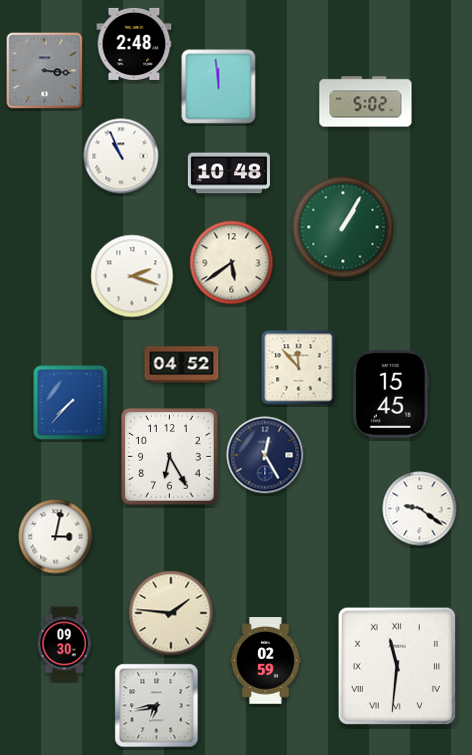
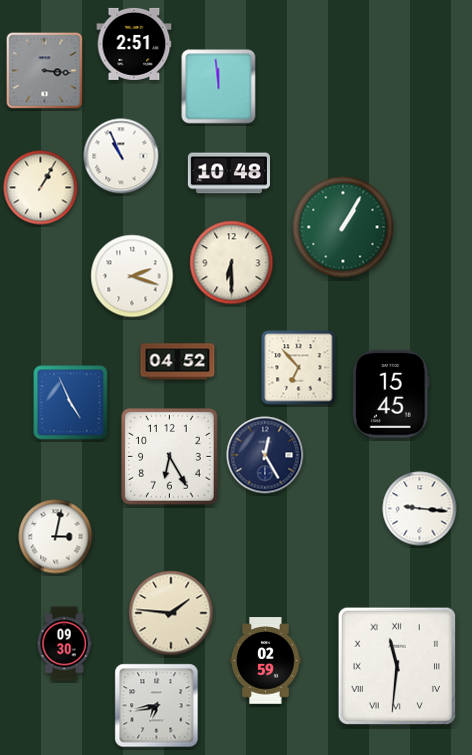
clock at (134, 44): 2:48 -> 2:51
clock at (366, 102): 5:02 -> none
clock at (41, 188): none -> 1:05
clock at (232, 263): 5:39 -> 6:30
clock at (182, 365) position: (182, 365) -> (178, 362)
clock at (299, 368): 11:53 -> 6:53
clock at (71, 403): 7:37 -> 4:56
clock at (420, 509): 9:21 -> 9:16
